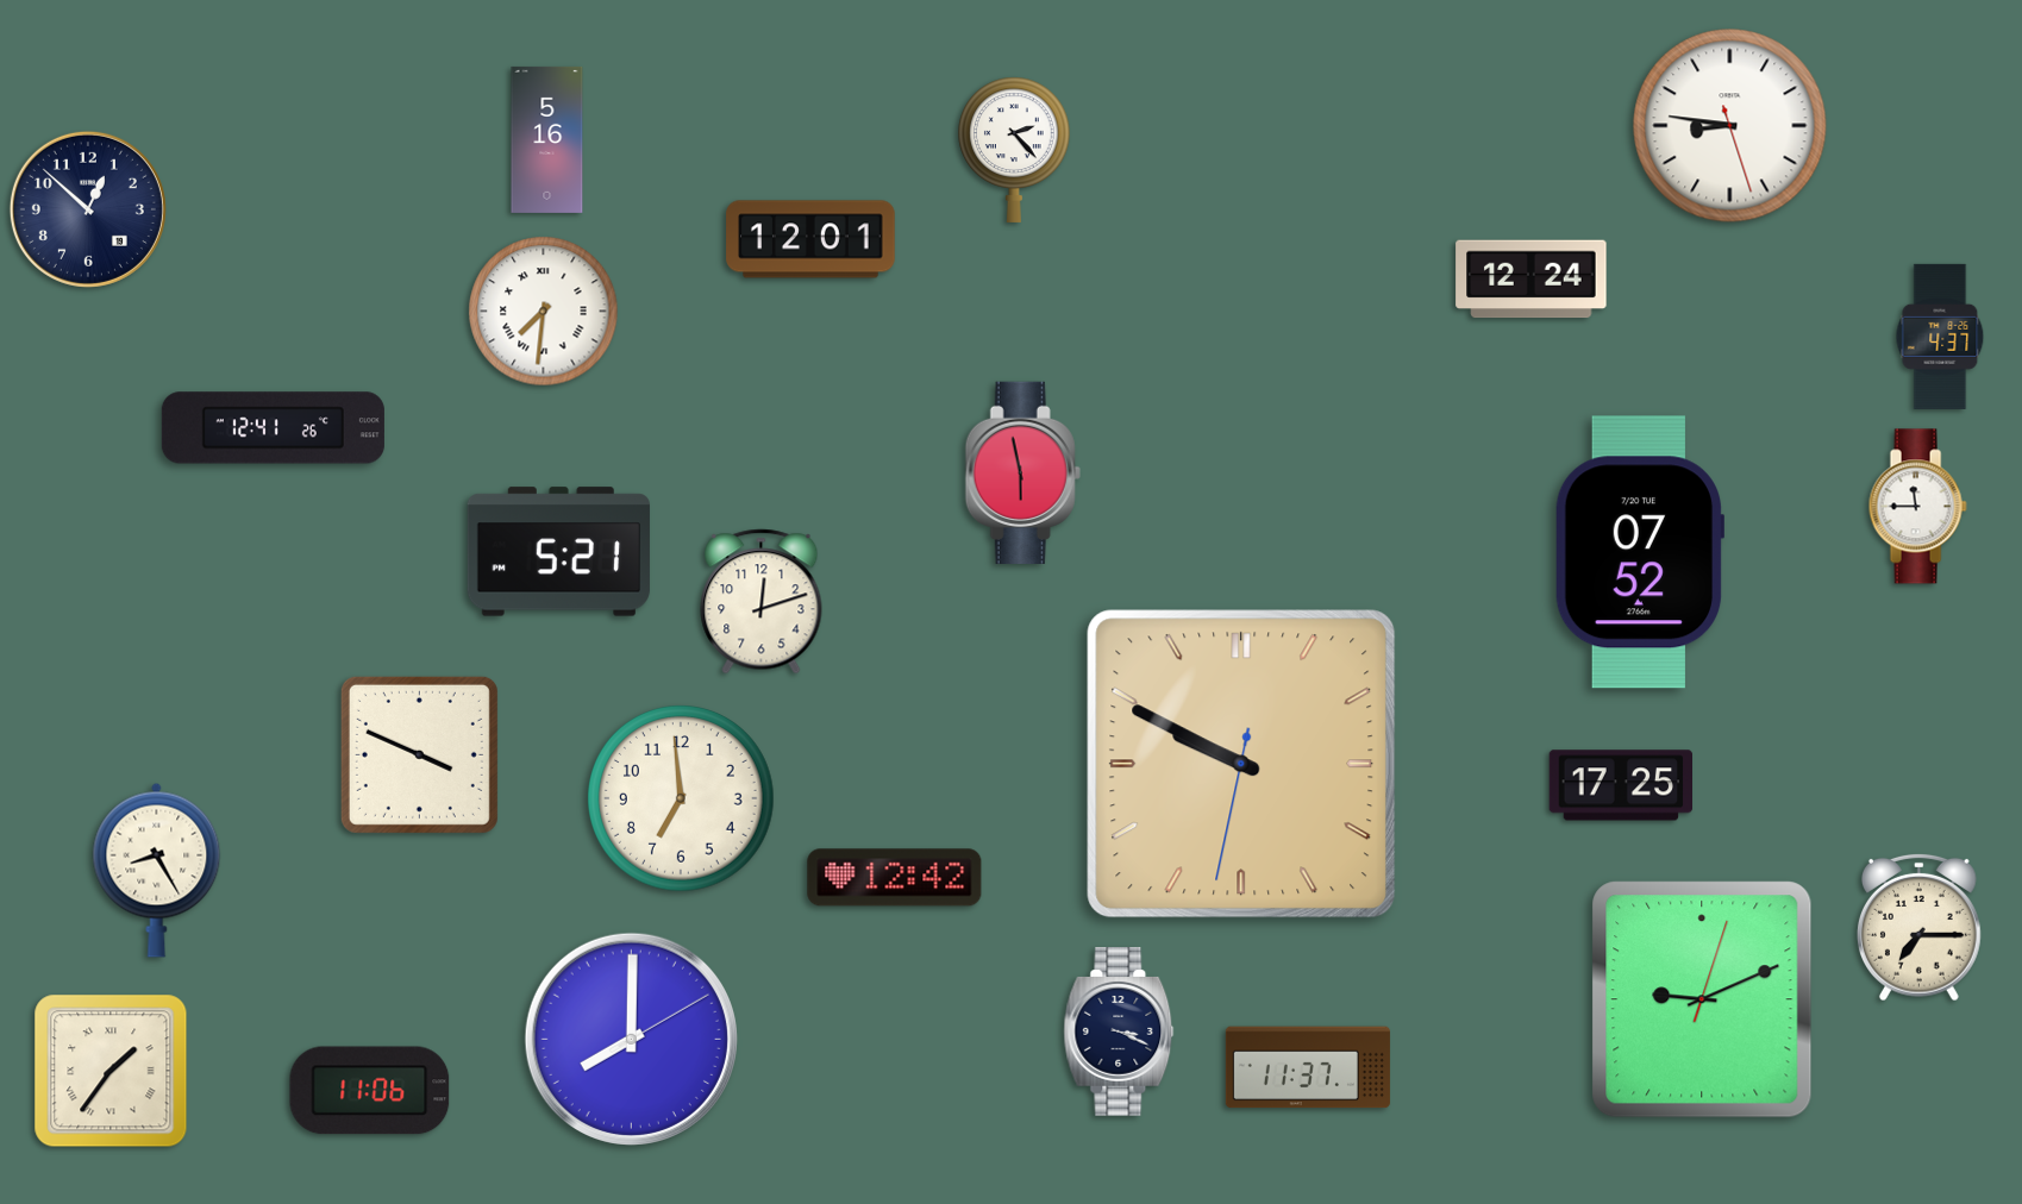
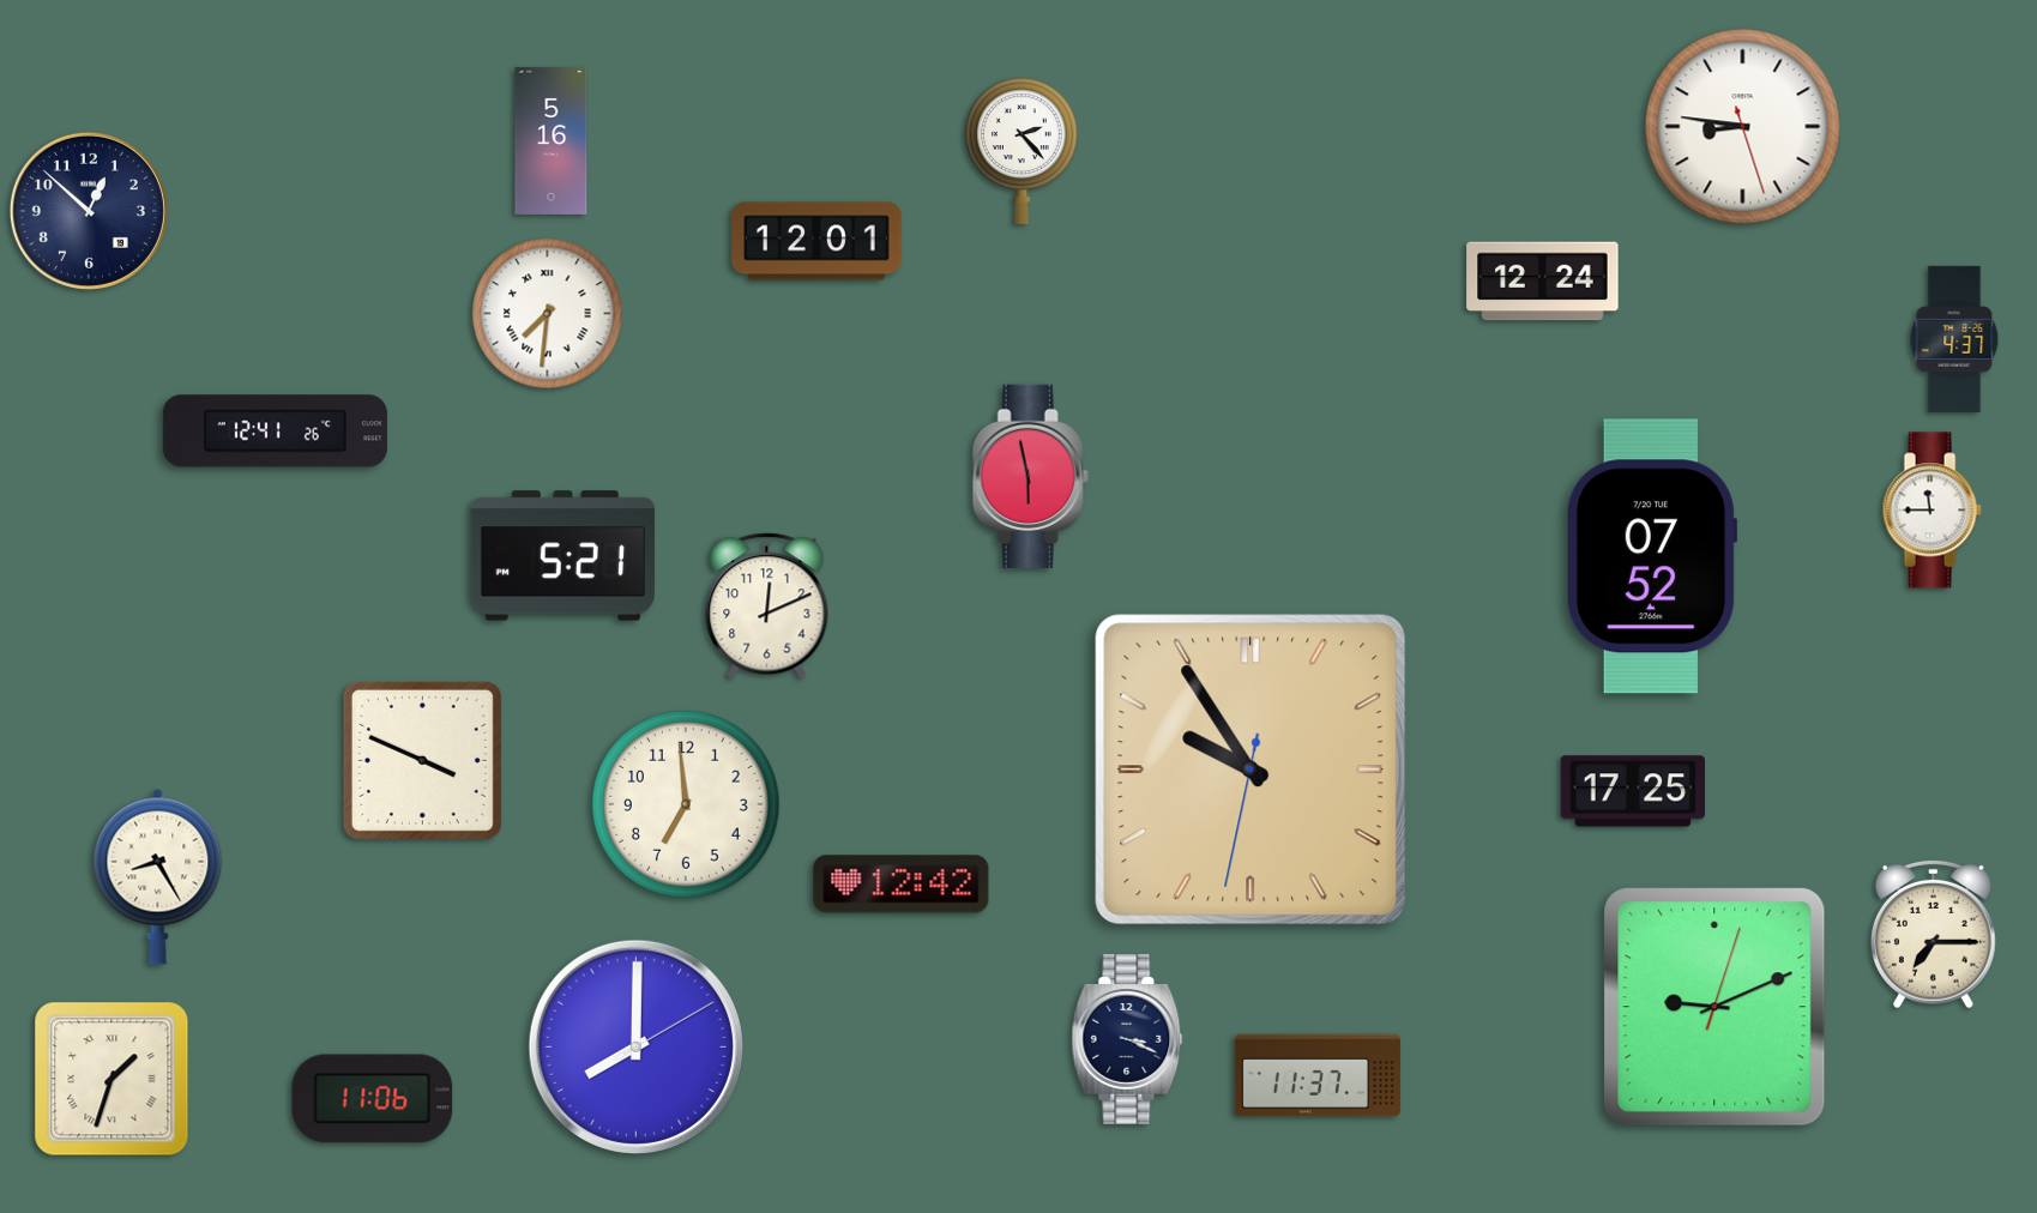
clock at (762, 602): 12:12 -> 12:11
clock at (1241, 764): 9:49 -> 9:54
clock at (111, 1071): 1:36 -> 1:33
